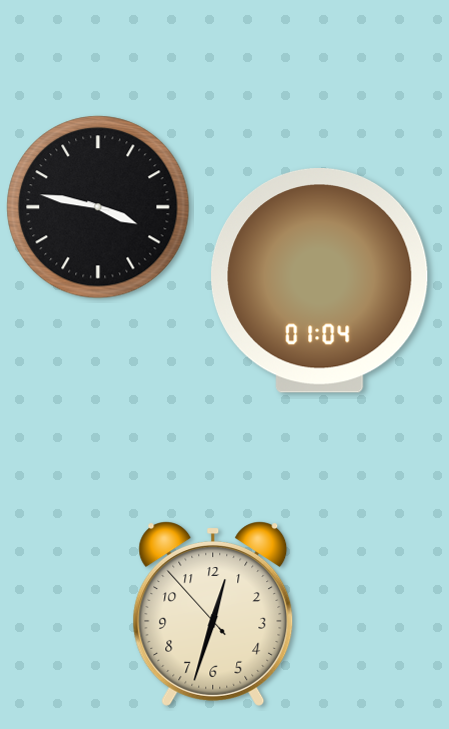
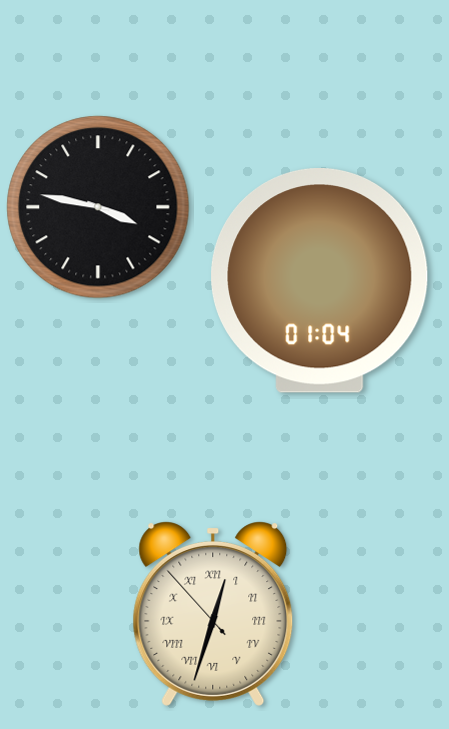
clock at (213, 614) numerals: Arabic -> Roman
